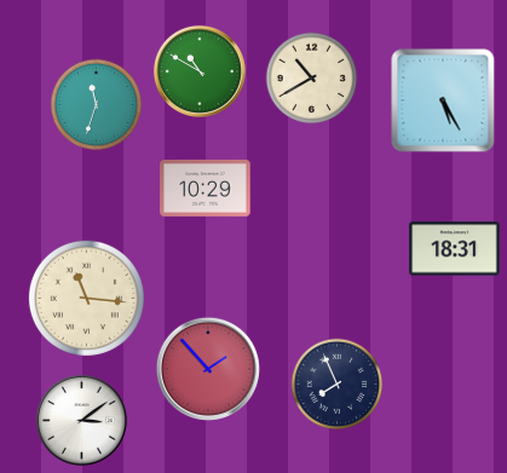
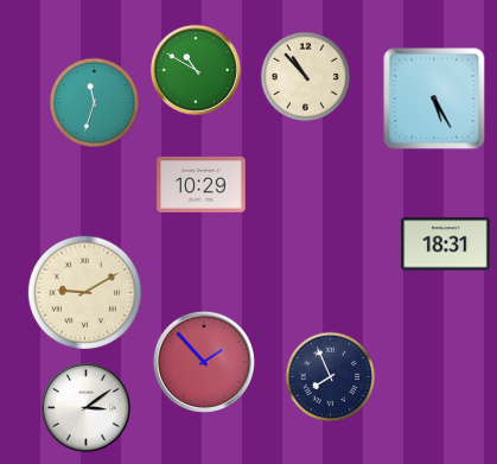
clock at (312, 79): 10:40 -> 10:53
clock at (86, 298): 11:16 -> 9:10
clock at (81, 420) position: (81, 420) -> (85, 407)
